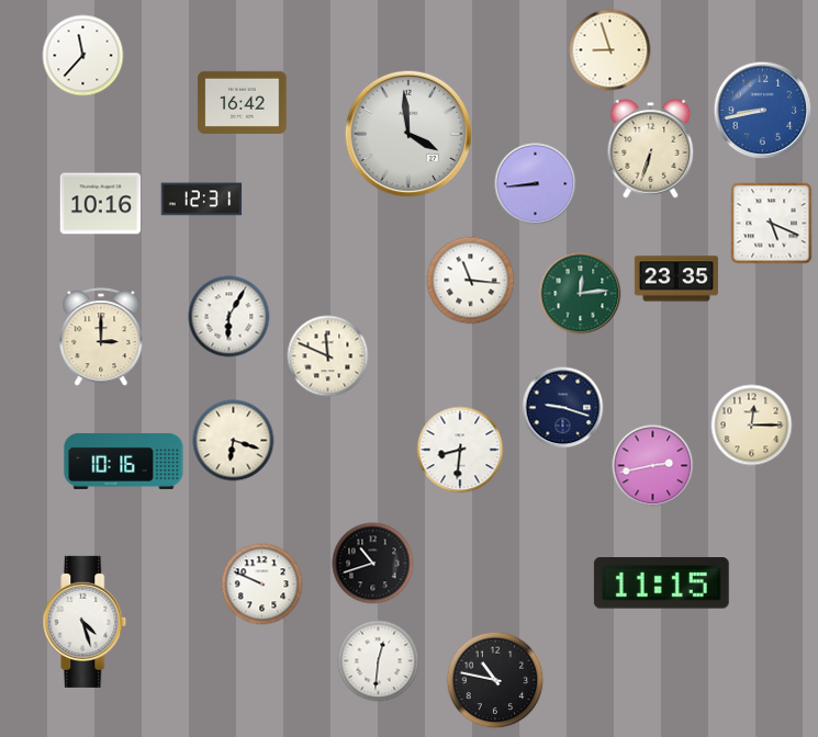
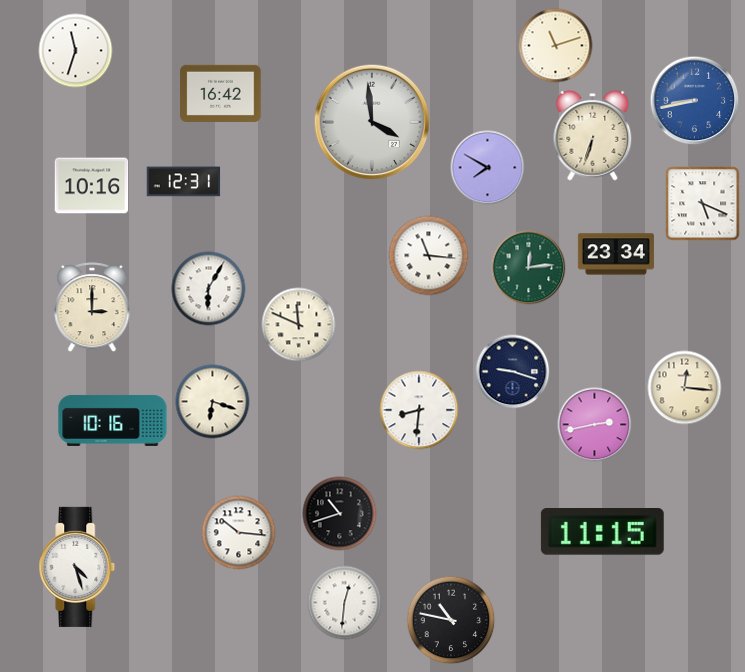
clock at (610, 50): 8:57 -> 11:12
clock at (83, 56): 11:37 -> 11:33
clock at (536, 184): 8:44 -> 7:50
clock at (676, 279): 23:35 -> 23:34
clock at (752, 426): 12:15 -> 12:16
clock at (262, 585): 9:49 -> 10:16
